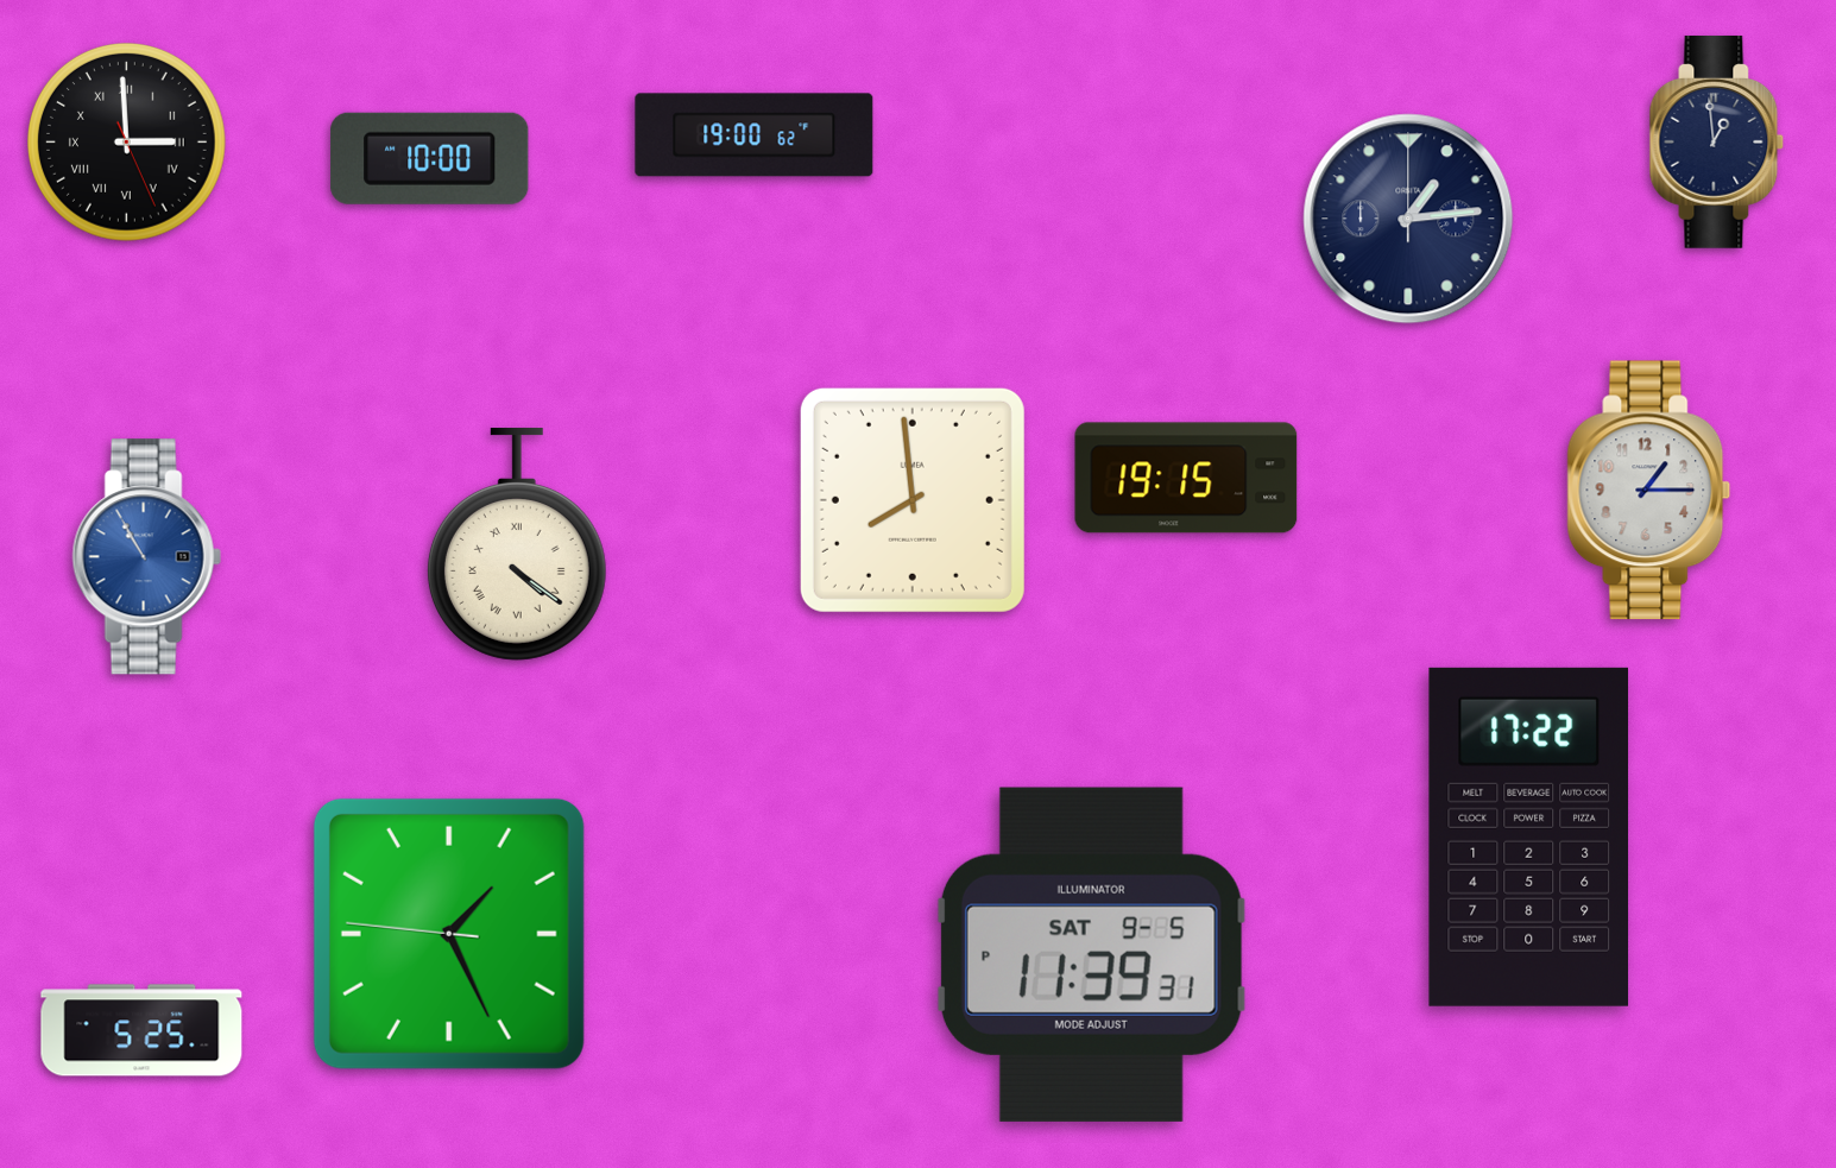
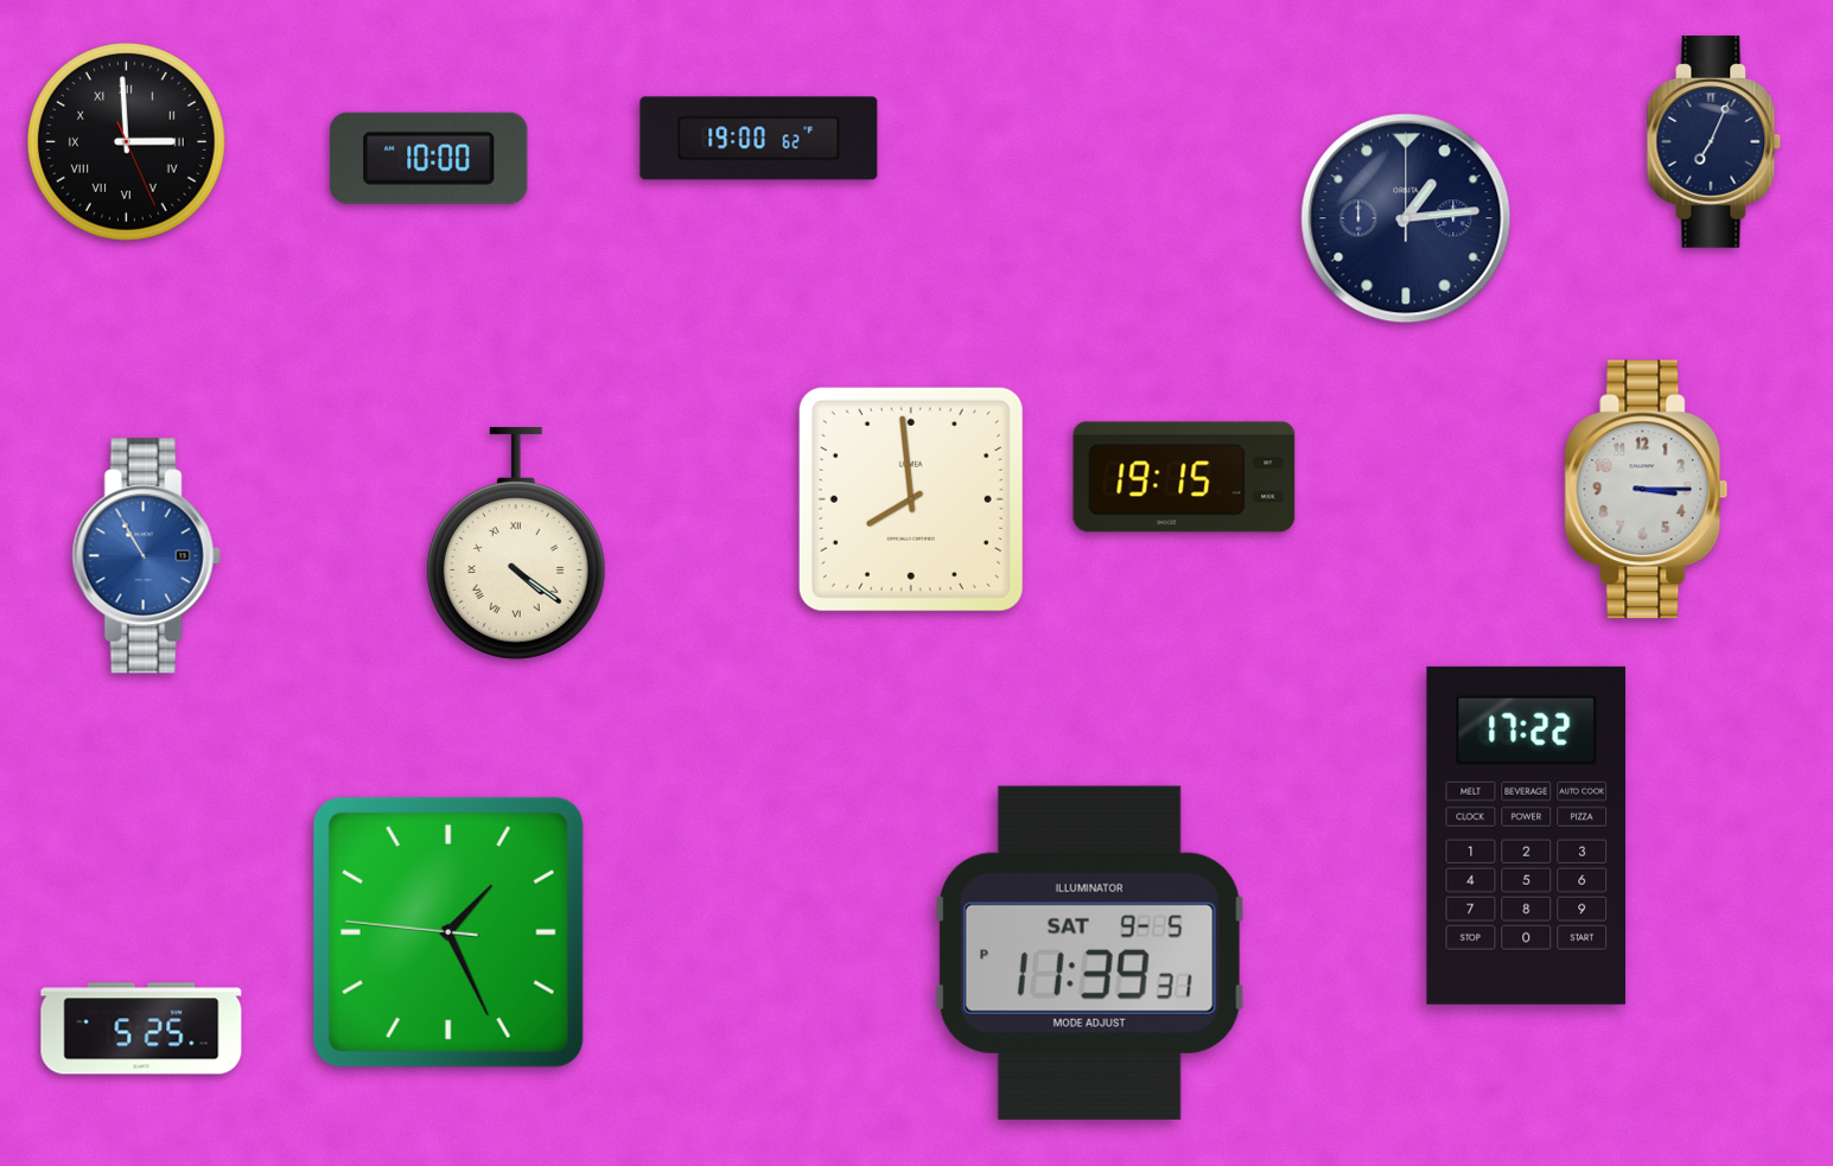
clock at (755, 135) position: (755, 135) -> (759, 139)
clock at (1717, 141): 12:59 -> 7:04
clock at (1649, 491): 1:15 -> 3:15
